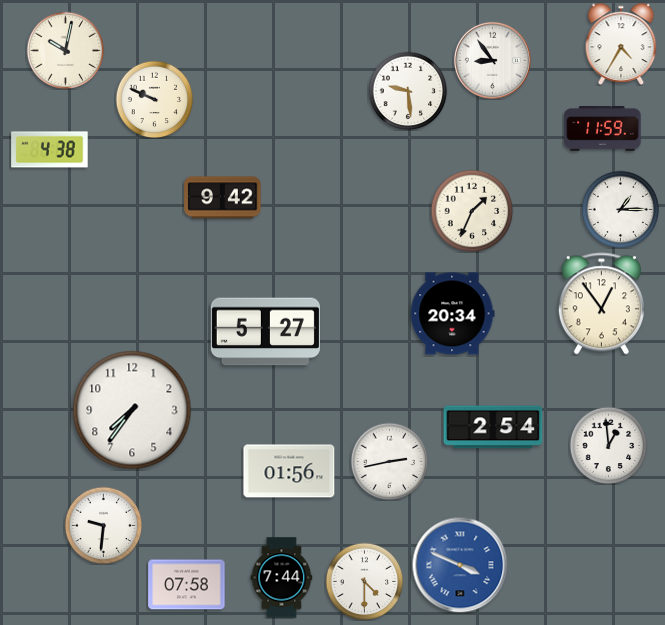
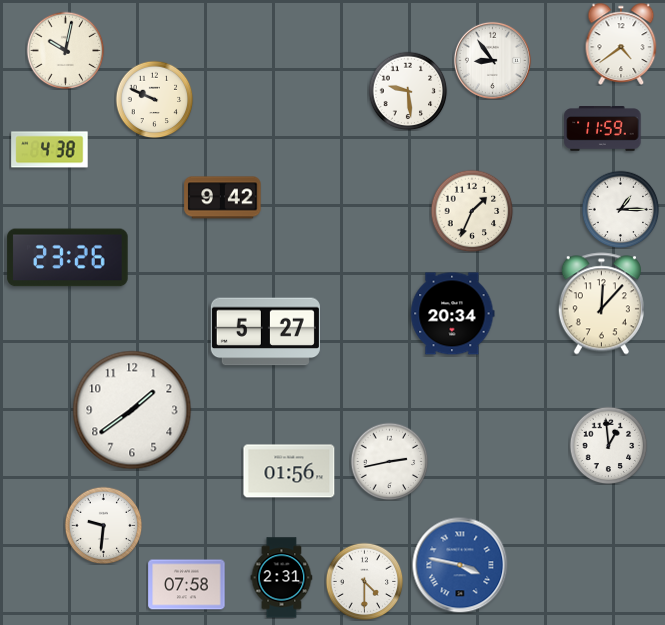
clock at (621, 44): 4:35 -> 4:39
clock at (68, 258): none -> 23:26
clock at (601, 304): 12:54 -> 12:07
clock at (132, 410): 7:36 -> 1:39
clock at (493, 427): 2:54 -> none
clock at (460, 565): 3:49 -> 3:47
clock at (282, 578): 7:44 -> 2:31
